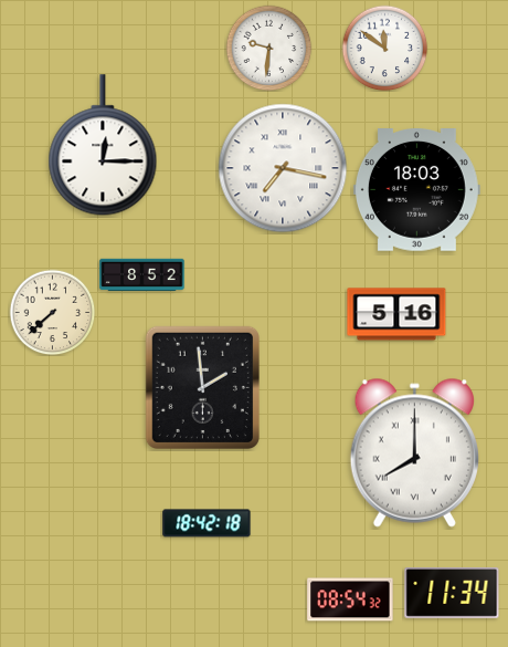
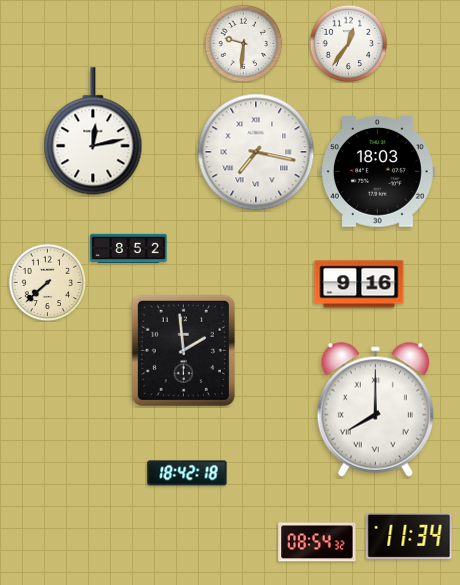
clock at (384, 48): 11:51 -> 12:36
clock at (103, 146): 12:15 -> 12:13
clock at (396, 314): 5:16 -> 9:16
